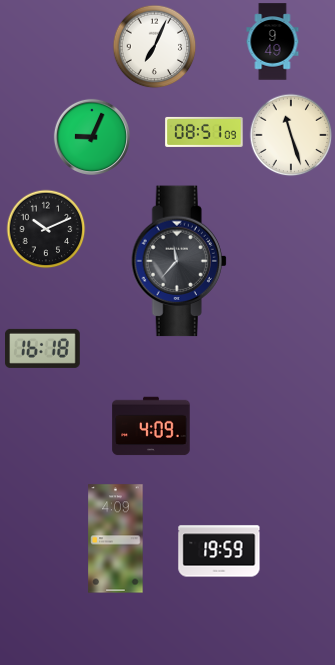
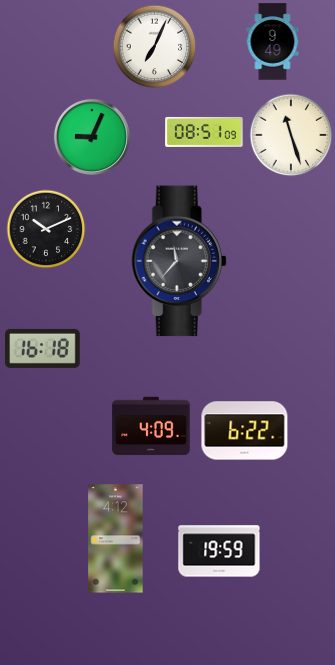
clock at (245, 431): none -> 6:22
clock at (116, 539): 4:09 -> 4:12
